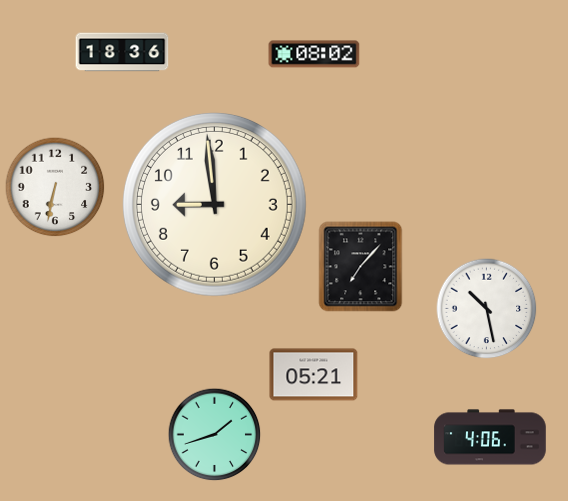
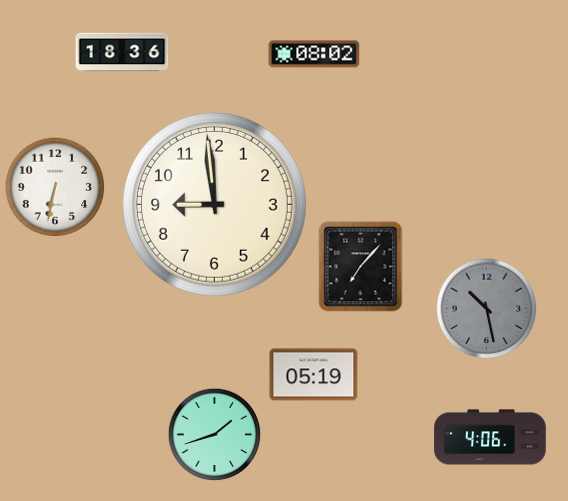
clock at (487, 309) dial: white -> grey
clock at (314, 375): 05:21 -> 05:19
